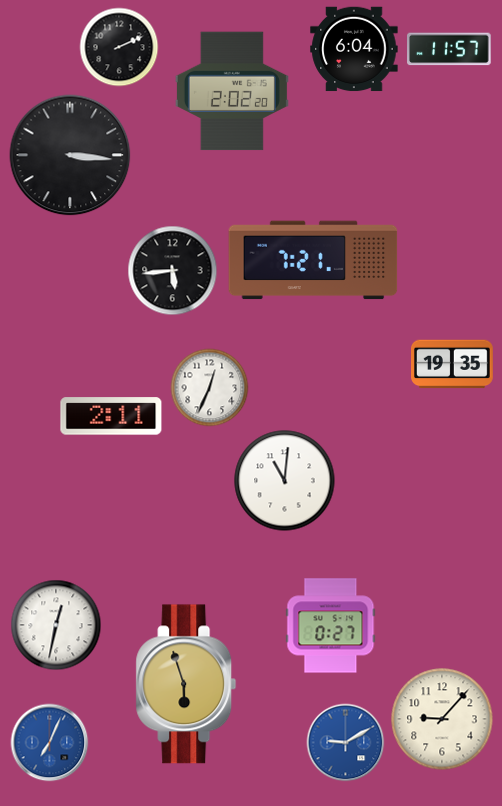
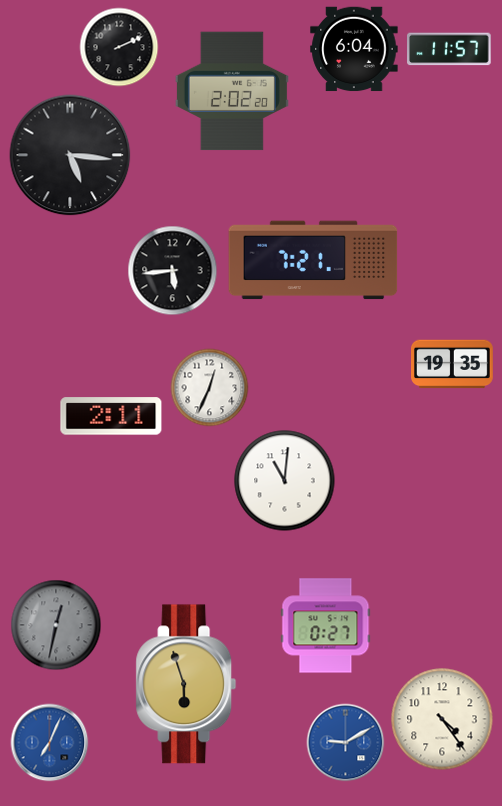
clock at (70, 155): 3:16 -> 5:16
clock at (56, 625) dial: white -> grey
clock at (331, 626) position: (331, 626) -> (326, 626)
clock at (442, 719): 9:07 -> 4:24
